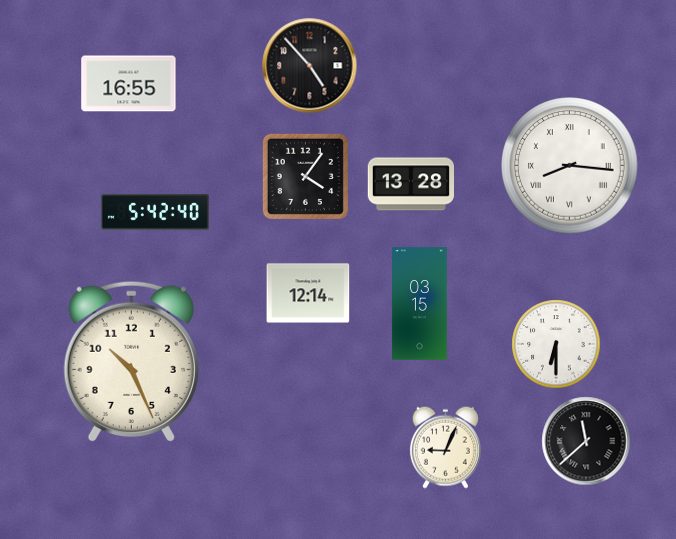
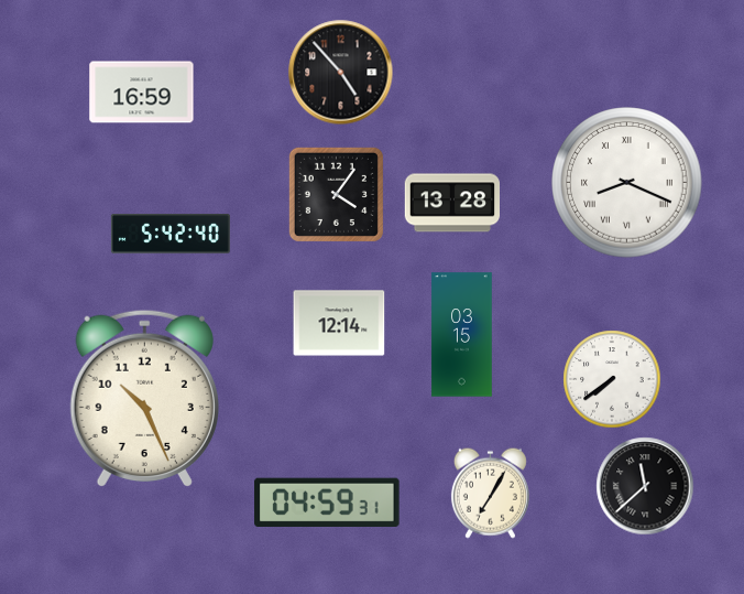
clock at (129, 84): 16:55 -> 16:59
clock at (570, 166): 8:16 -> 8:19
clock at (556, 344): 6:30 -> 7:39
clock at (445, 447): 9:04 -> 7:05
clock at (327, 501): none -> 04:59
